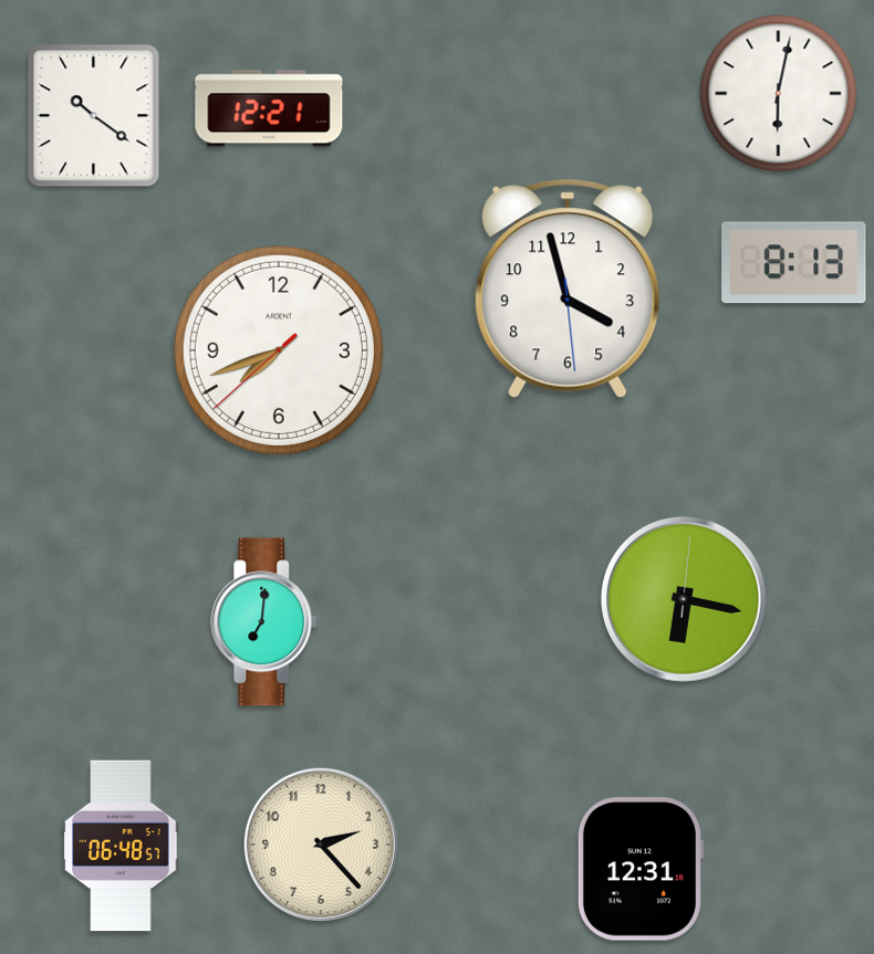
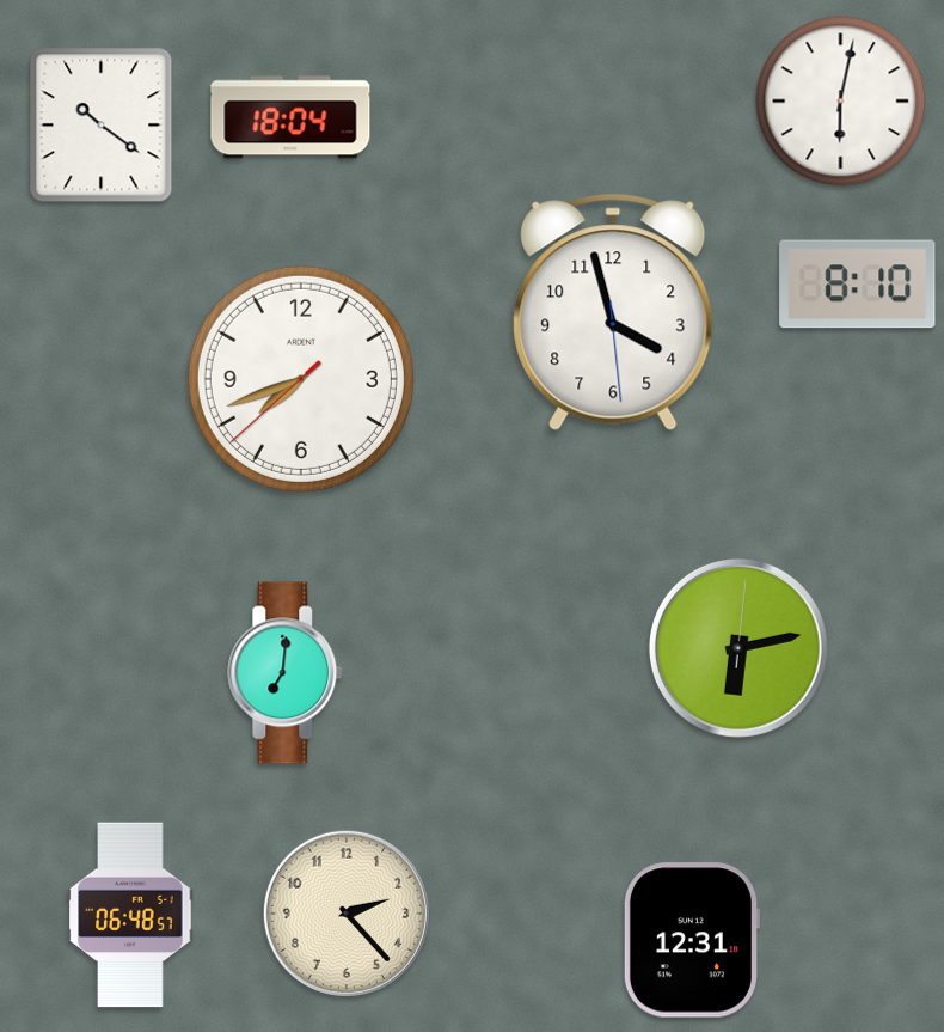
clock at (269, 108): 12:21 -> 18:04
clock at (794, 263): 8:13 -> 8:10
clock at (684, 599): 6:17 -> 6:13
